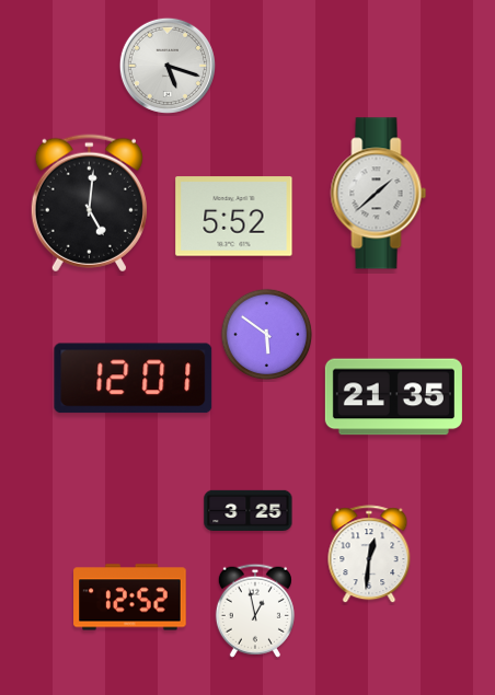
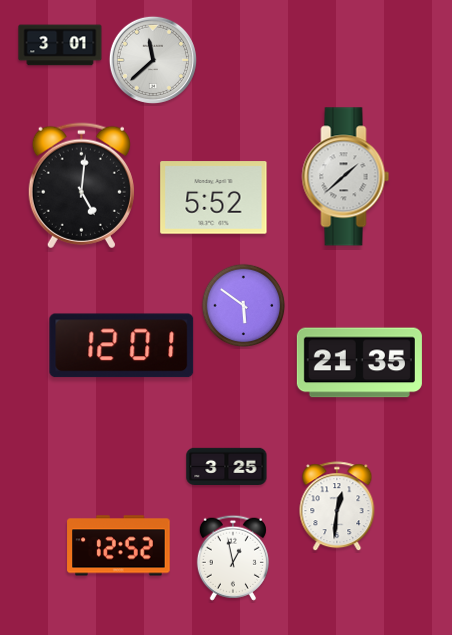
clock at (60, 45): none -> 3:01
clock at (166, 65): 5:18 -> 11:38
